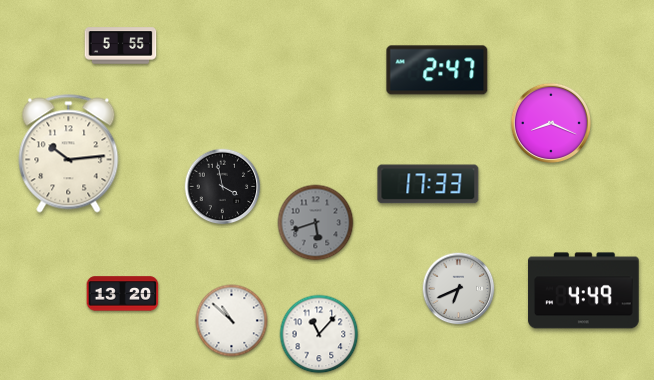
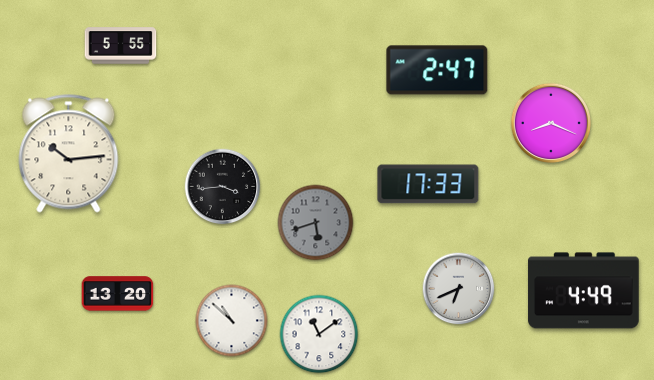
clock at (223, 187): 3:58 -> 3:44
clock at (123, 294) position: (123, 294) -> (118, 294)
clock at (319, 334): 11:07 -> 11:09
